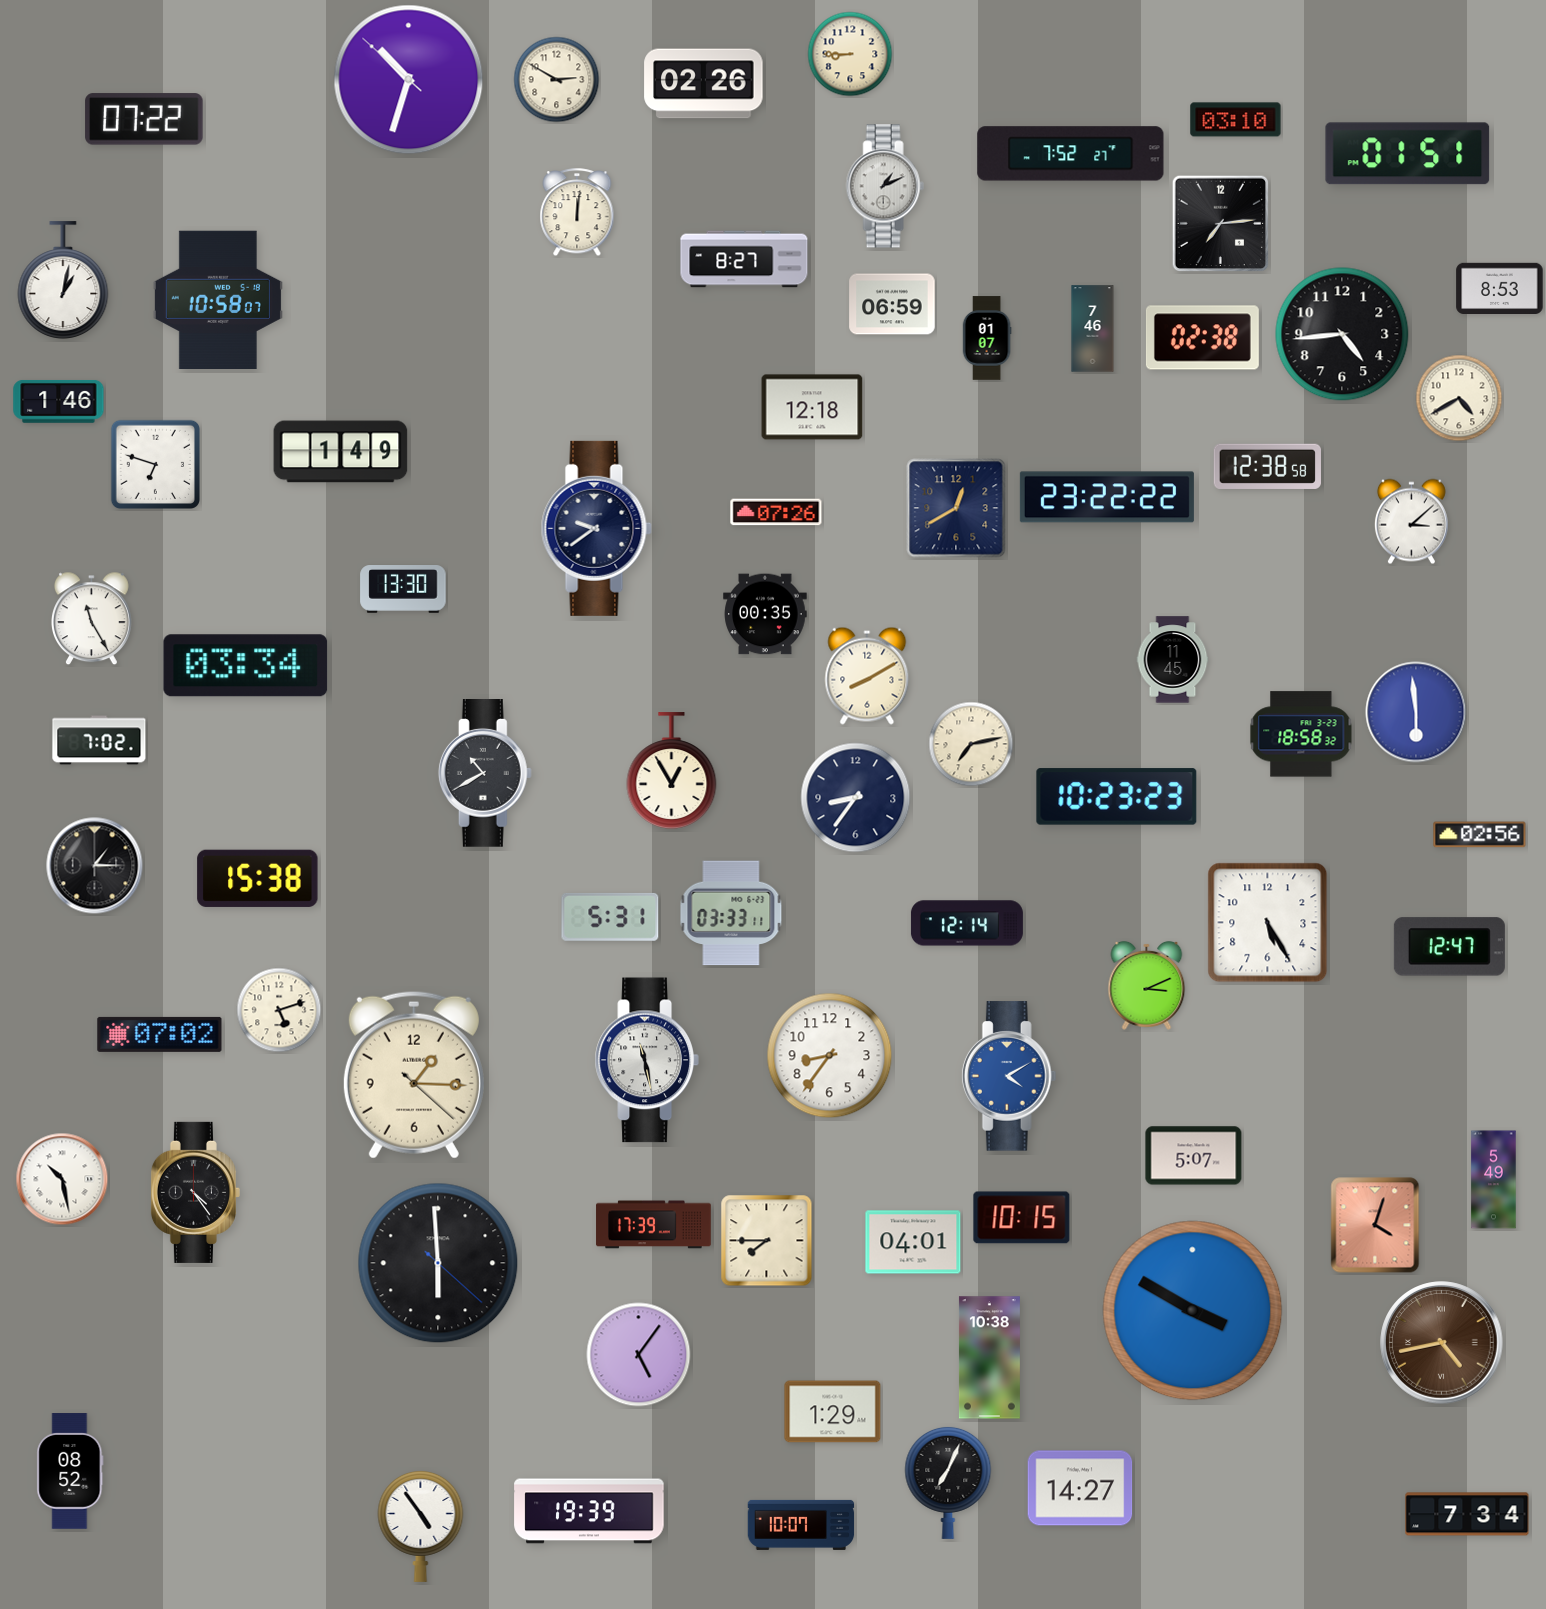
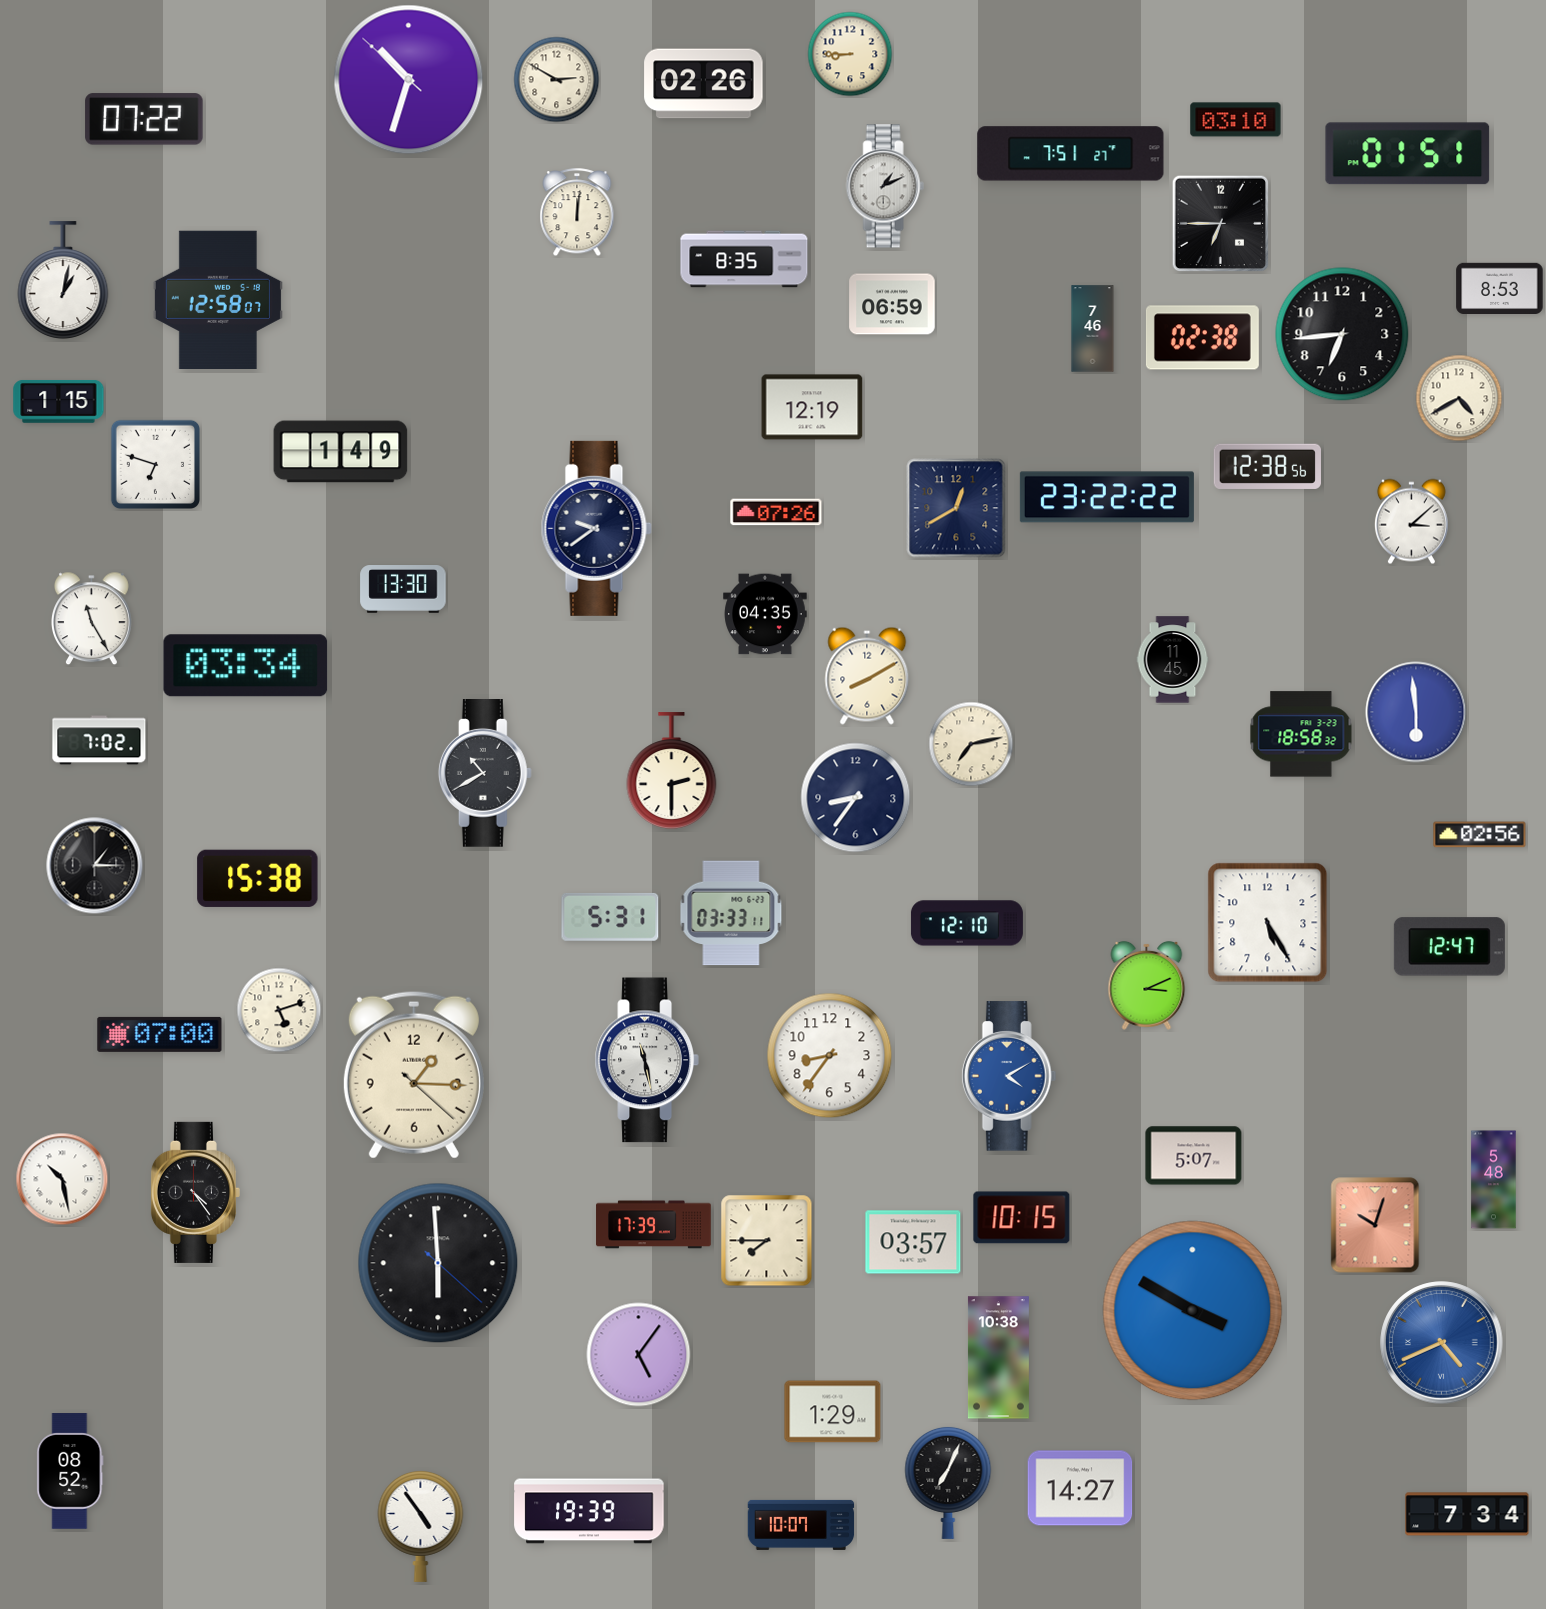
clock at (1071, 154): 7:52 -> 7:51
clock at (1220, 223): 7:14 -> 6:45
clock at (744, 259): 8:27 -> 8:35
clock at (218, 299): 10:58 -> 12:58
clock at (1342, 334): 4:44 -> 6:44
clock at (987, 338): 01:07 -> none
clock at (59, 402): 1:46 -> 1:15
clock at (812, 407): 12:18 -> 12:19
clock at (1267, 466): 12:38:58 -> 12:38:56
clock at (765, 614): 00:35 -> 04:35
clock at (672, 771): 12:55 -> 2:30
clock at (1117, 797): 10:23 -> none
clock at (967, 923): 12:14 -> 12:10
clock at (160, 1034): 07:02 -> 07:00
clock at (1494, 1180): 5:49 -> 5:48
clock at (1375, 1225): 4:03 -> 10:03
clock at (913, 1242): 04:01 -> 03:57
clock at (1442, 1343): 4:43 -> 4:41
clock at (1442, 1343) dial: brown -> blue
clock at (989, 1358) position: (989, 1358) -> (998, 1358)
